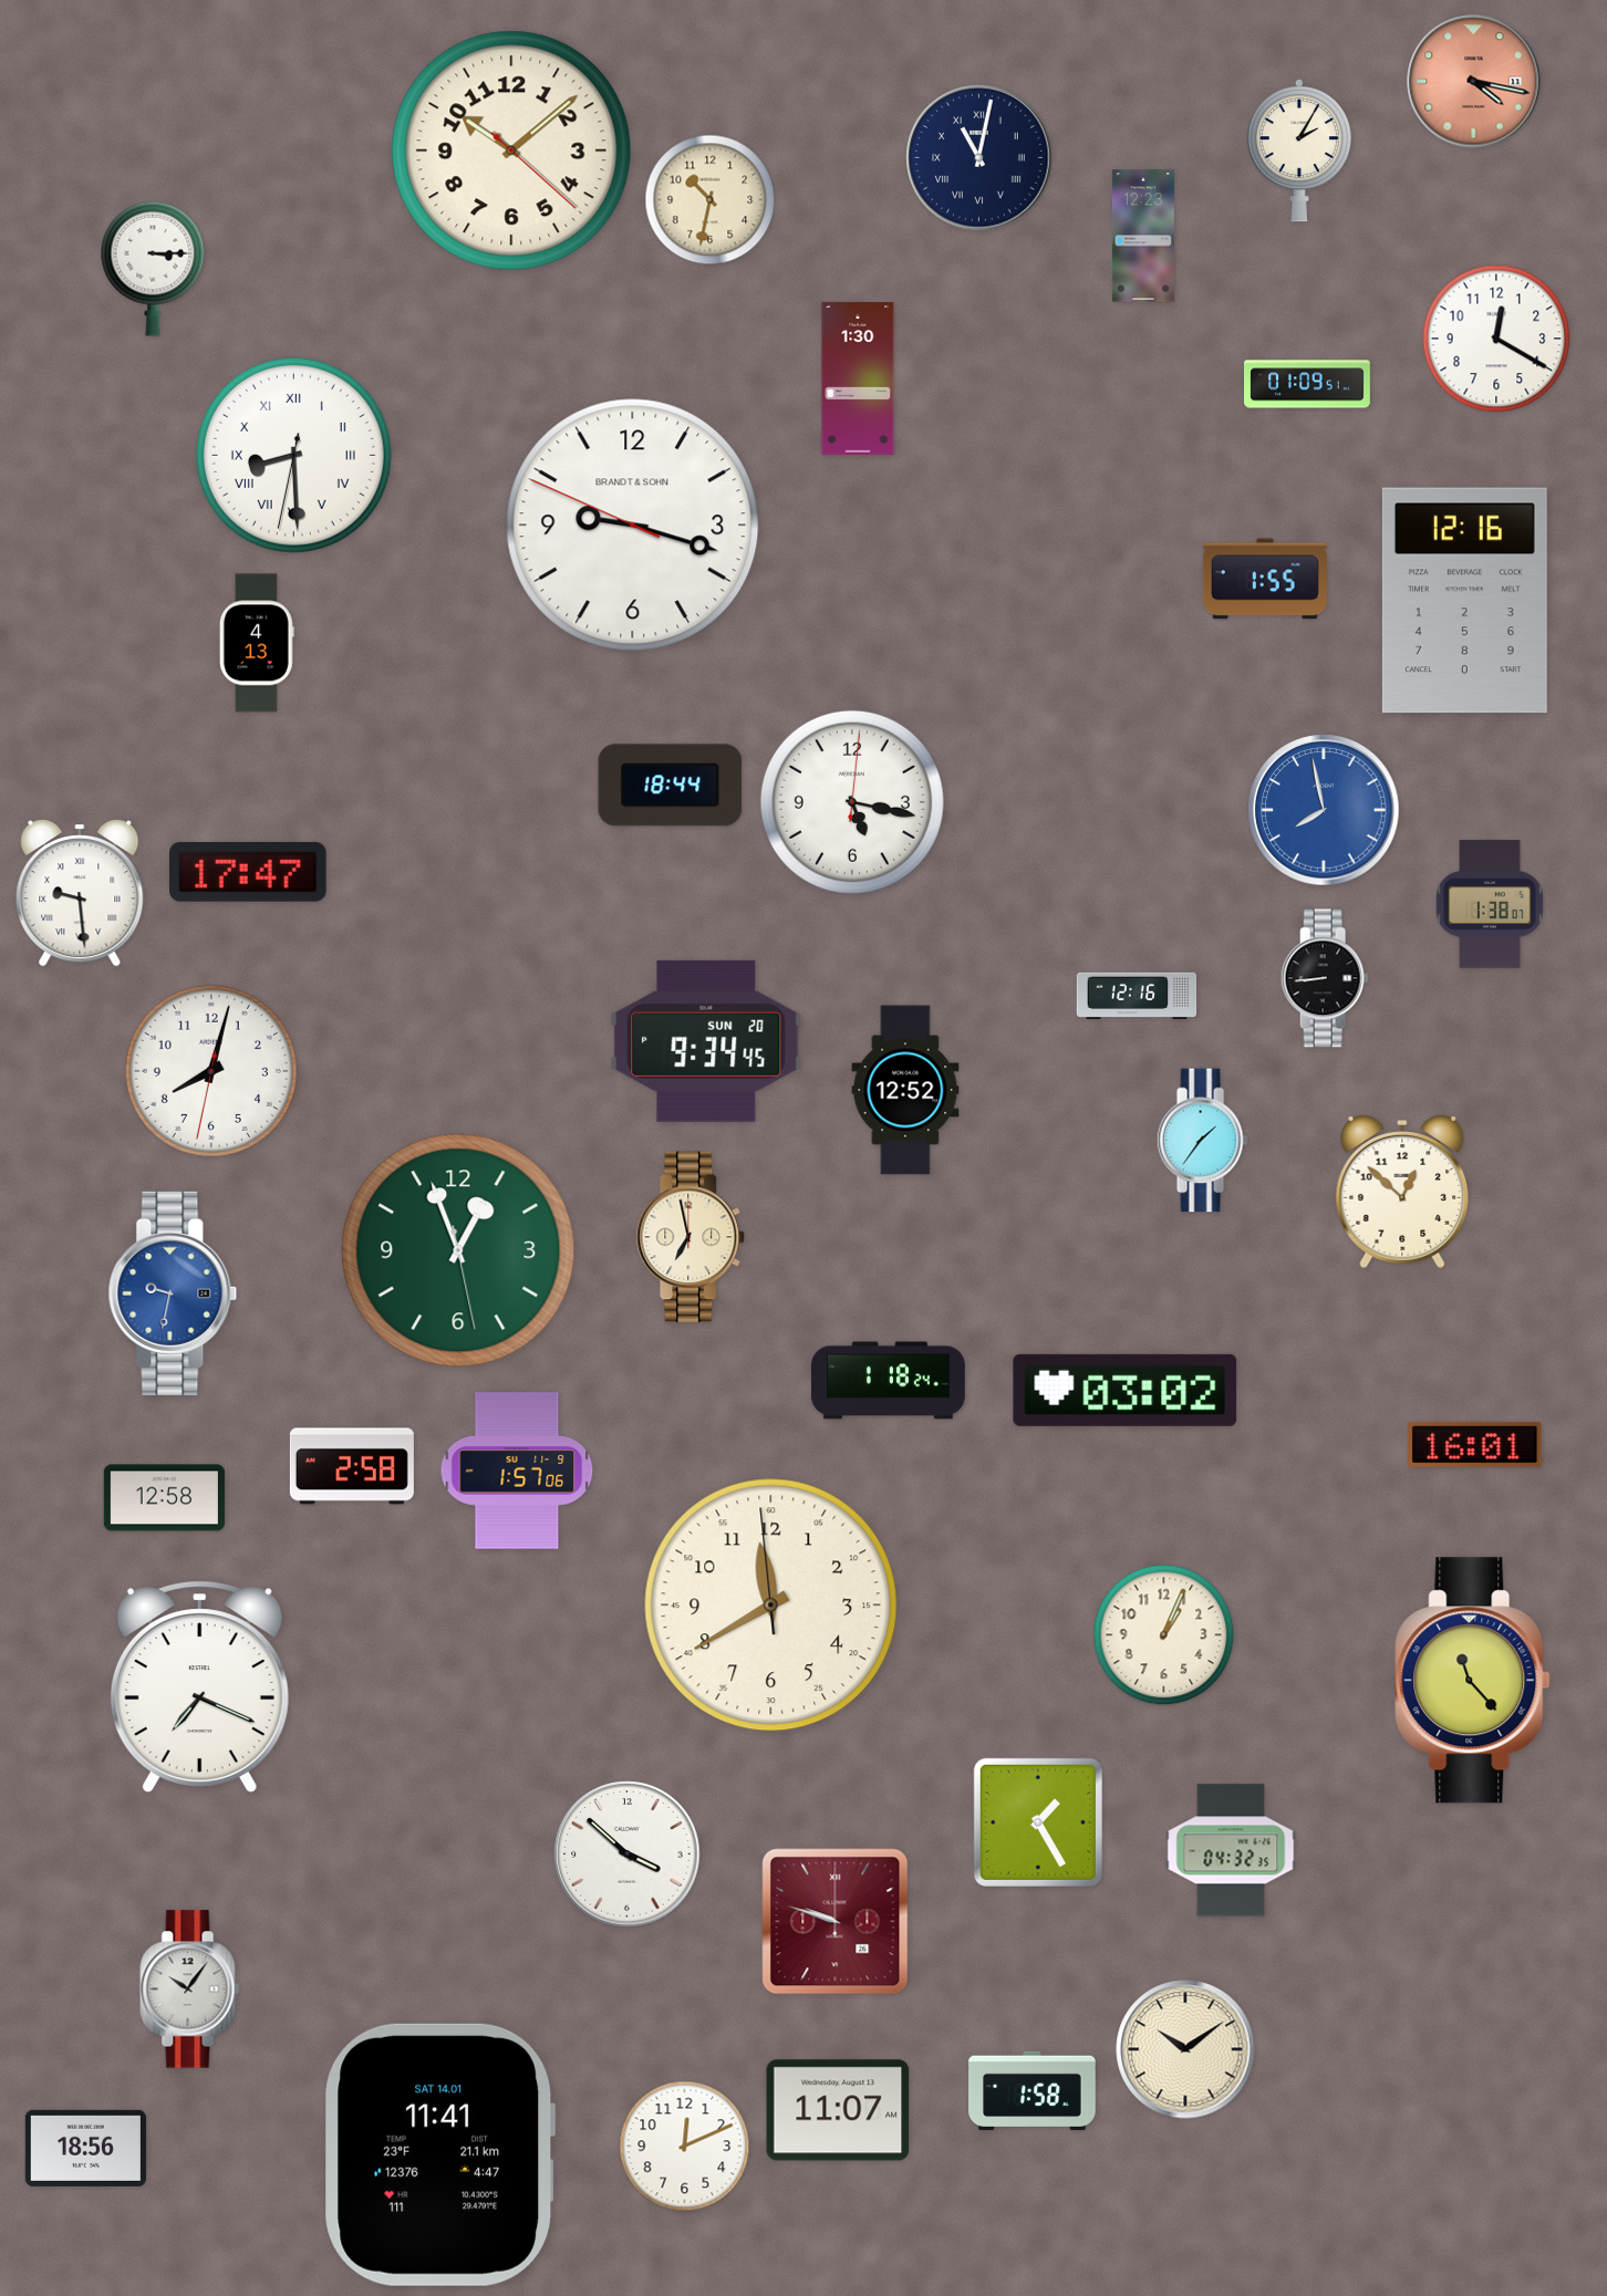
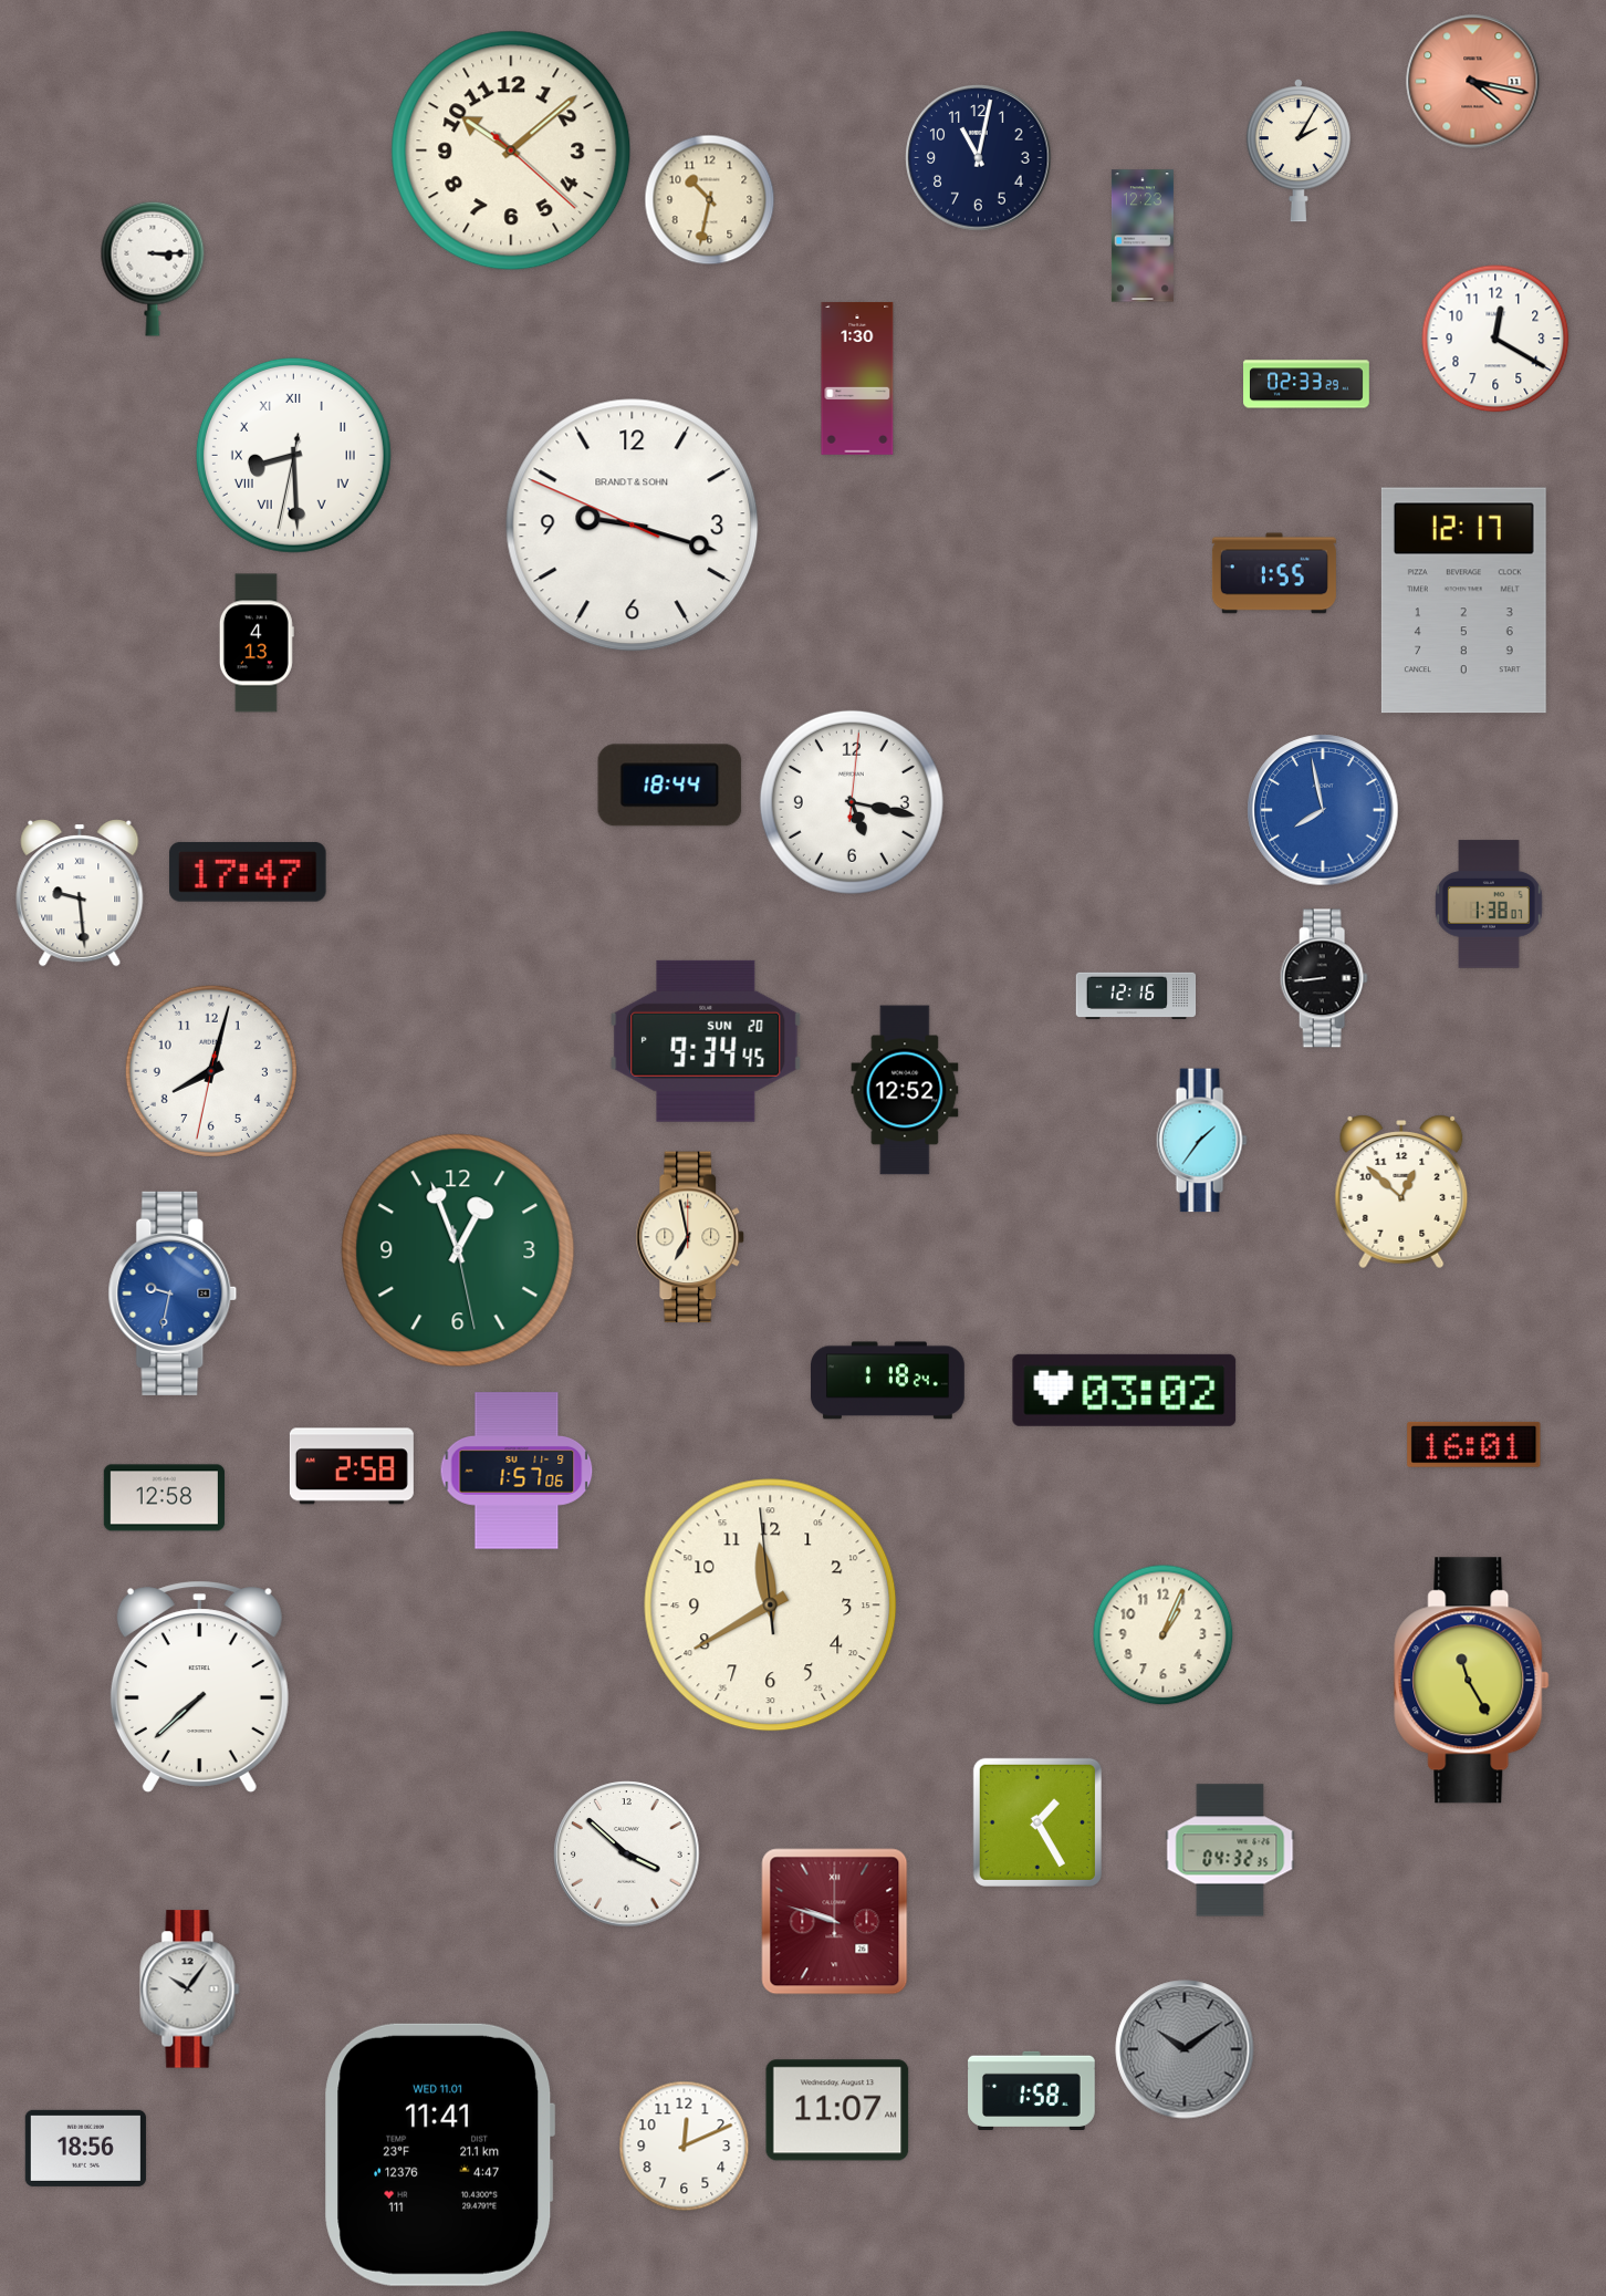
clock at (979, 158) numerals: Roman -> Arabic
clock at (1308, 384): 01:09 -> 02:33
clock at (1265, 579) position: (1265, 579) -> (1274, 573)
clock at (1464, 601): 12:16 -> 12:17
clock at (1473, 1681): 11:23 -> 11:25
clock at (199, 1686): 7:19 -> 7:38
clock at (1185, 2049) dial: cream -> grey
clock at (440, 2154) date: SAT 14.01 -> WED 11.01
